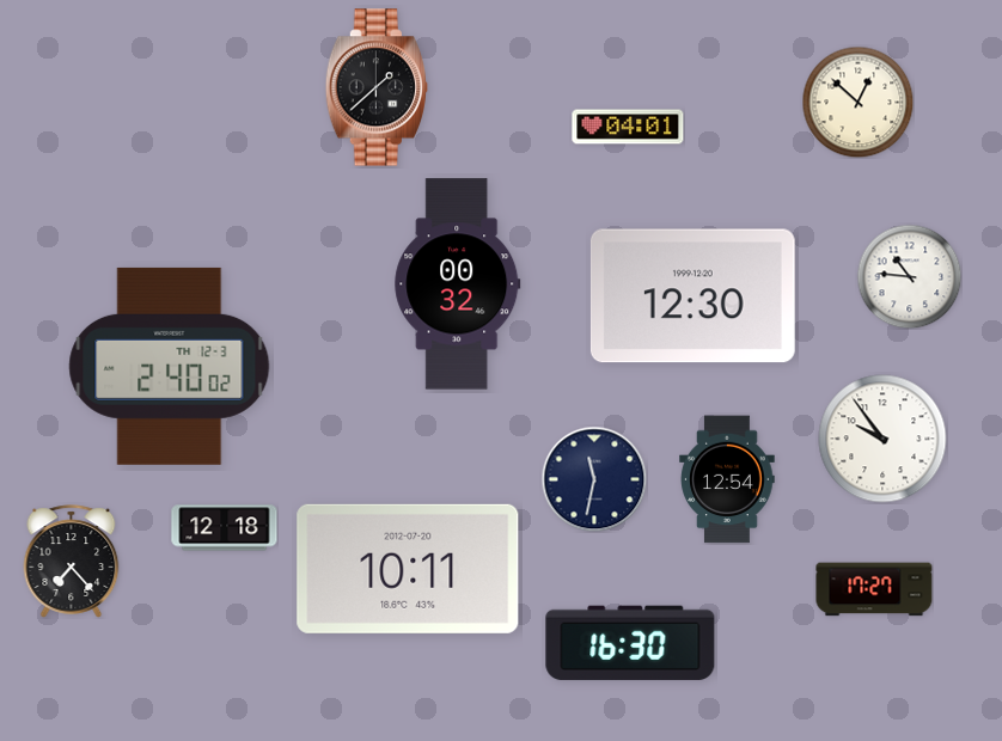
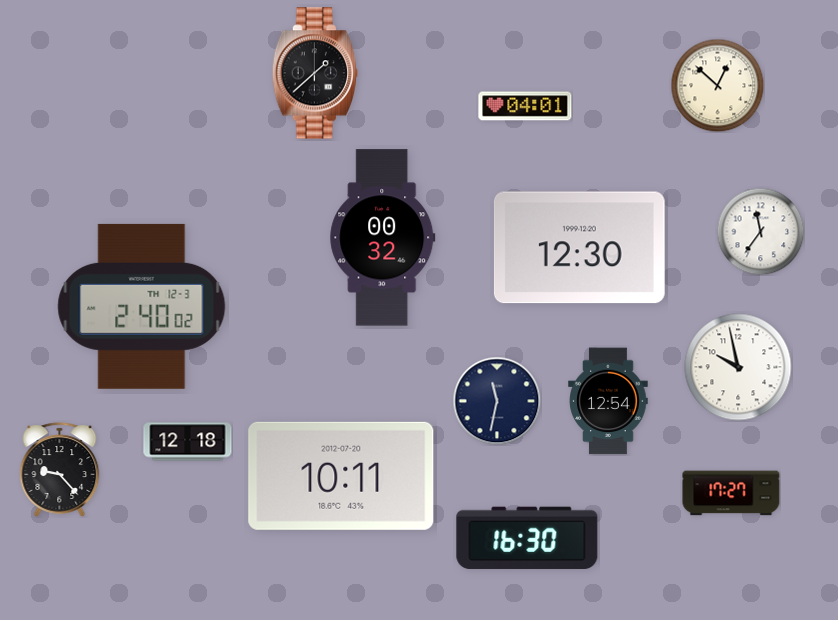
clock at (909, 276): 10:46 -> 11:36
clock at (882, 439): 9:54 -> 9:58
clock at (72, 562): 7:23 -> 9:23
